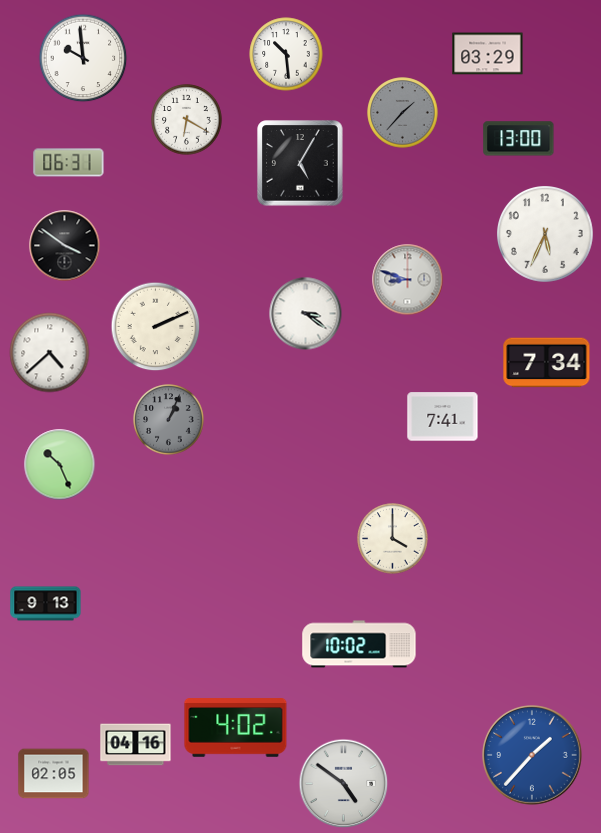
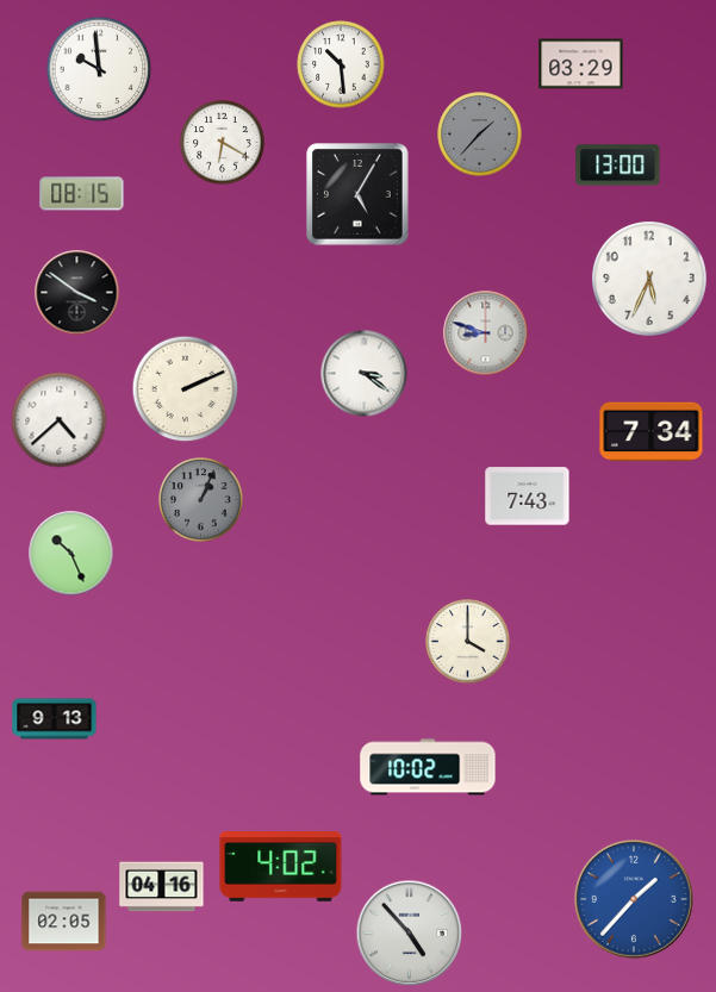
clock at (69, 163): 06:31 -> 08:15
clock at (443, 417): 7:41 -> 7:43
clock at (344, 784): 4:51 -> 4:53
